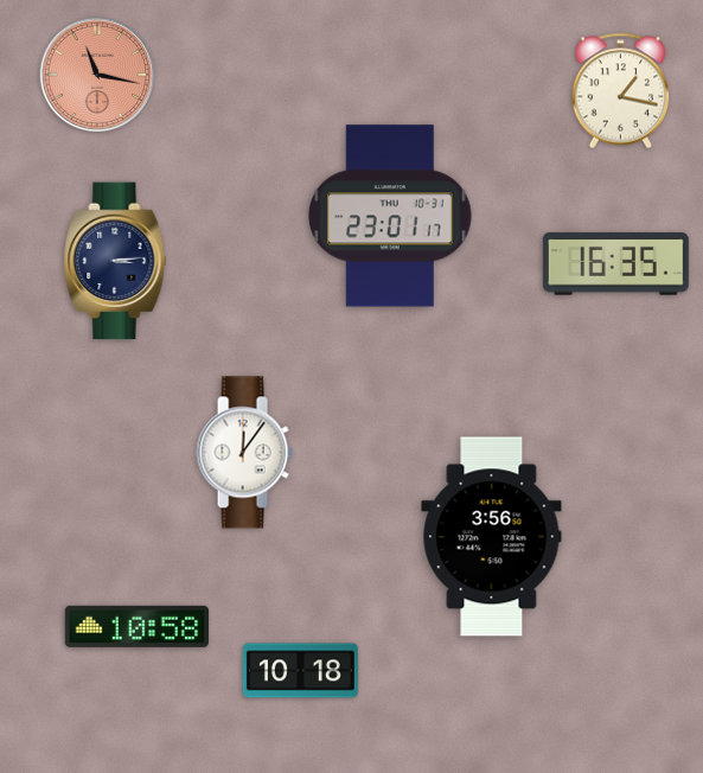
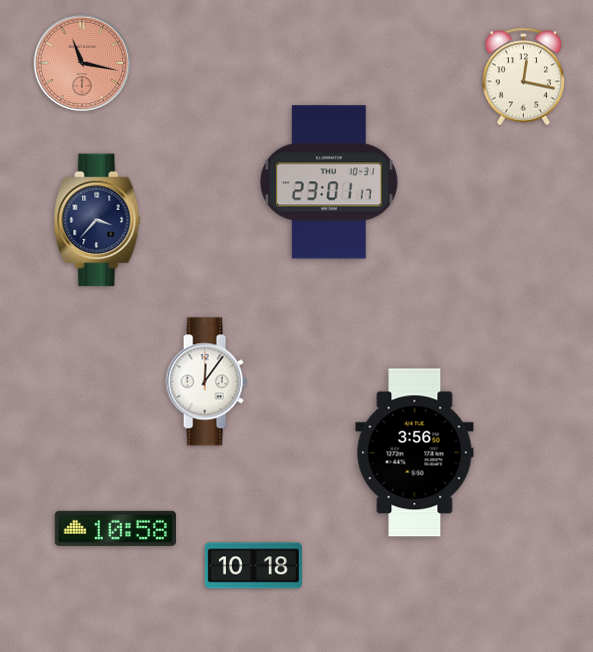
clock at (621, 91): 1:17 -> 12:17
clock at (115, 261): 3:14 -> 3:37
clock at (615, 264): 16:35 -> none
